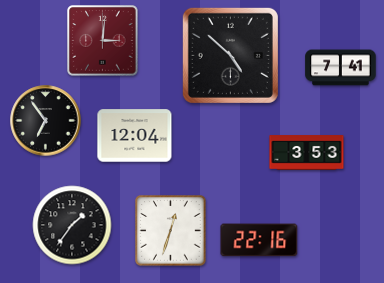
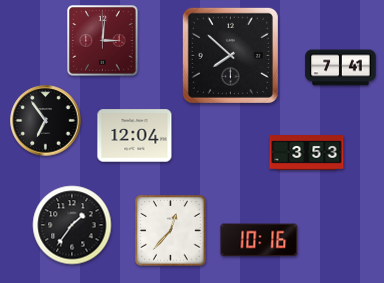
clock at (230, 55): 4:52 -> 7:52
clock at (171, 231): 12:33 -> 12:37
clock at (259, 240): 22:16 -> 10:16
